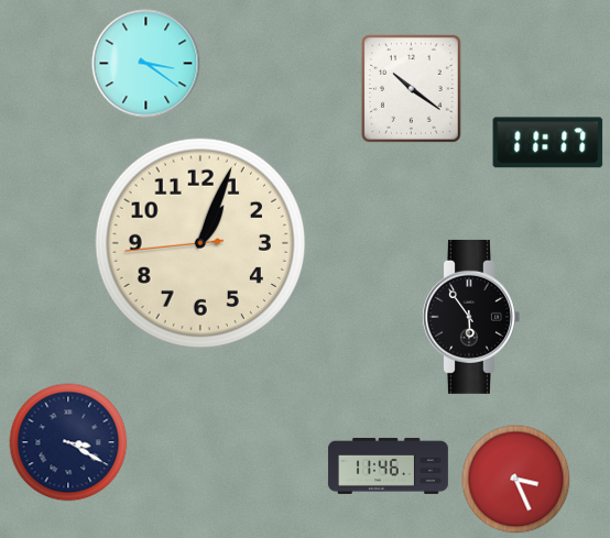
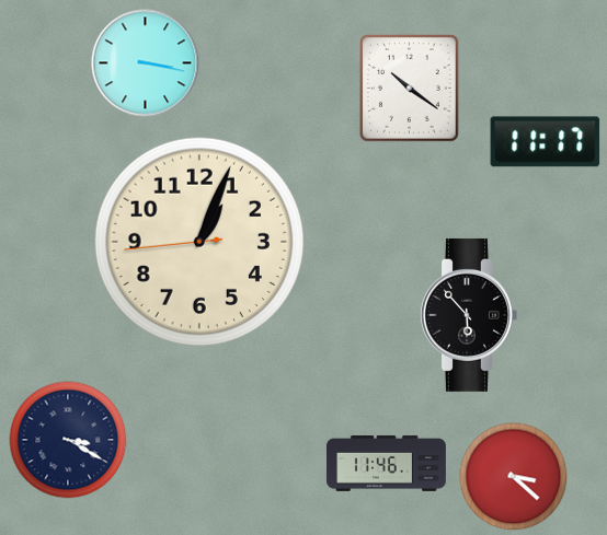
clock at (146, 64): 3:21 -> 3:17
clock at (471, 317): 5:54 -> 5:53
clock at (516, 480): 3:26 -> 3:22
